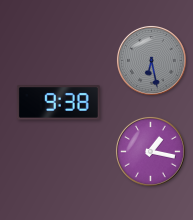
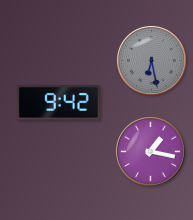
clock at (58, 103): 9:38 -> 9:42
